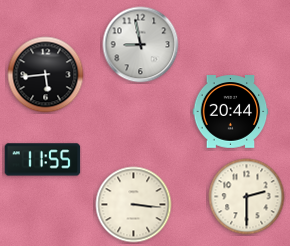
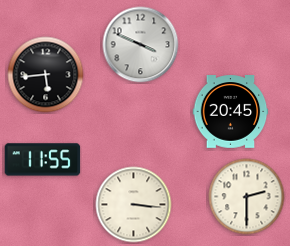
clock at (141, 45): 8:58 -> 3:49
clock at (231, 112): 20:44 -> 20:45
